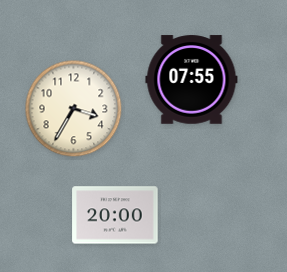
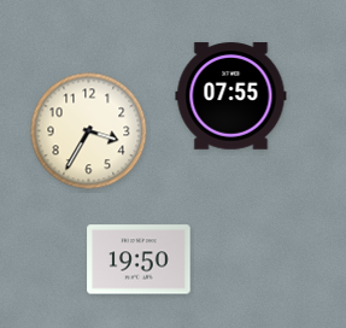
clock at (115, 215): 20:00 -> 19:50
